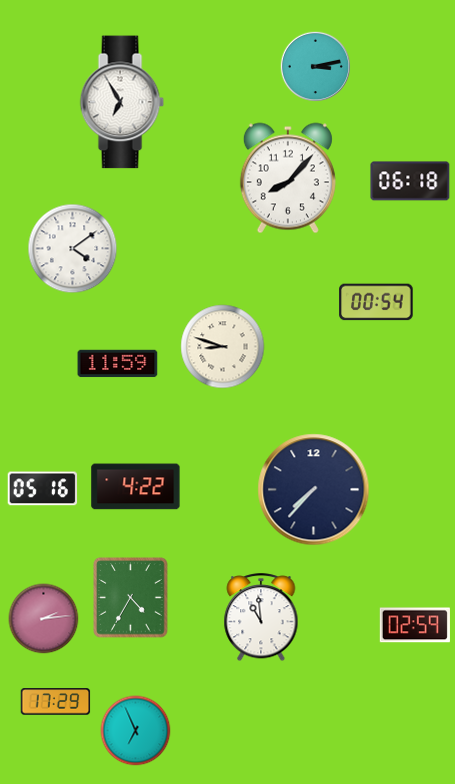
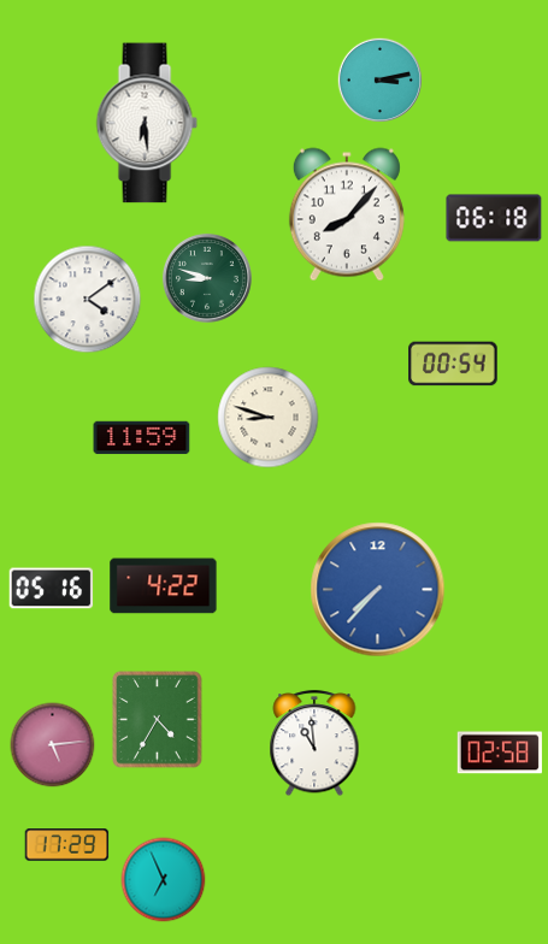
clock at (122, 102): 6:55 -> 6:29
clock at (207, 278): none -> 8:48
clock at (314, 490) dial: navy -> blue
clock at (44, 619): 2:14 -> 5:14
clock at (415, 625): 02:59 -> 02:58
